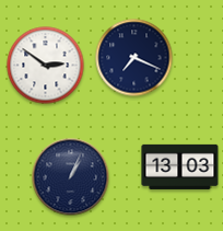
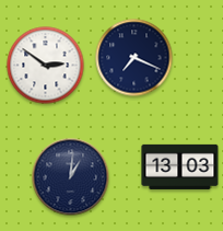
clock at (71, 177): 1:04 -> 1:01
